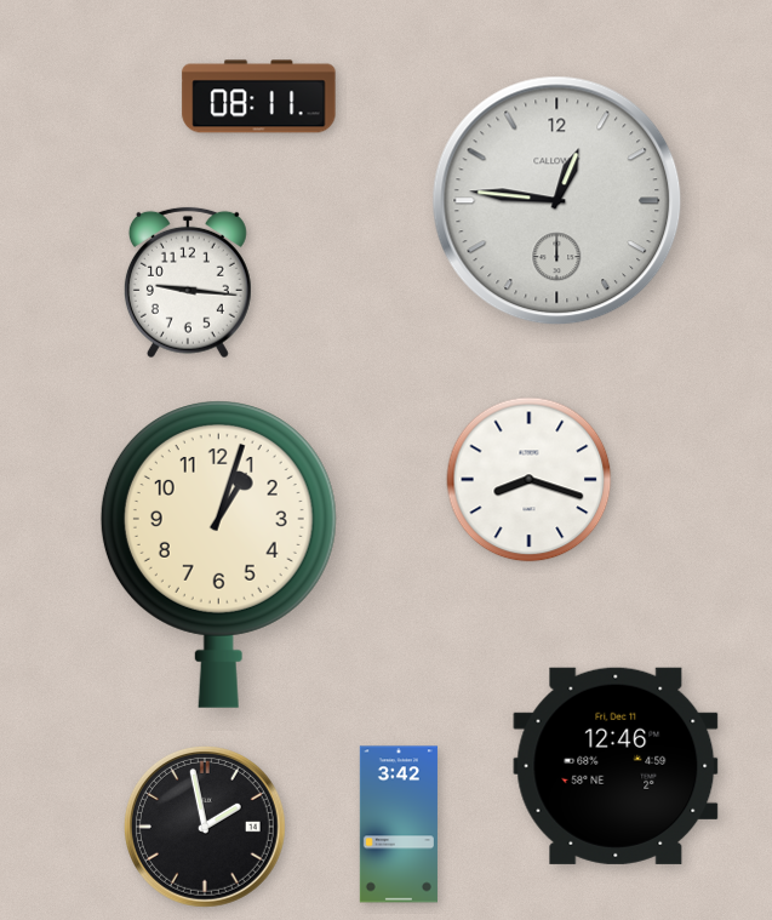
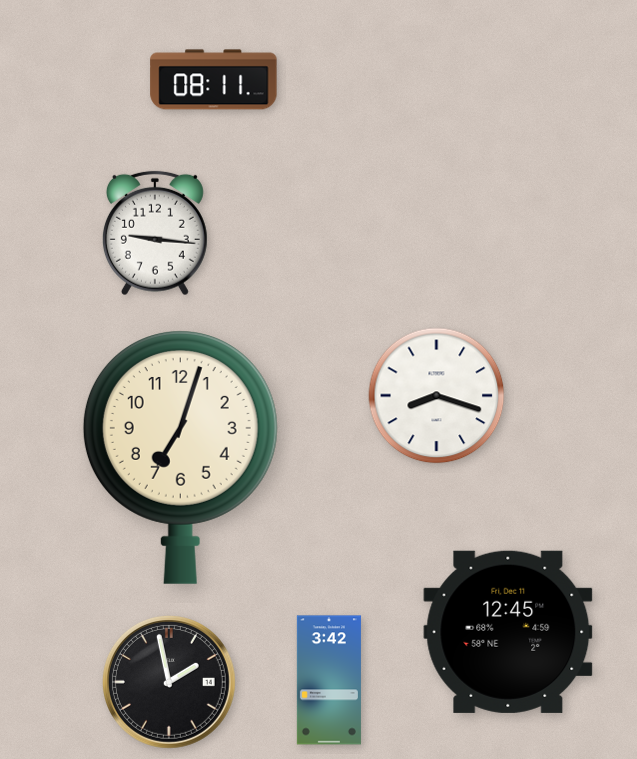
clock at (557, 201): 12:46 -> none
clock at (218, 554): 1:03 -> 7:03
clock at (616, 766): 12:46 -> 12:45
